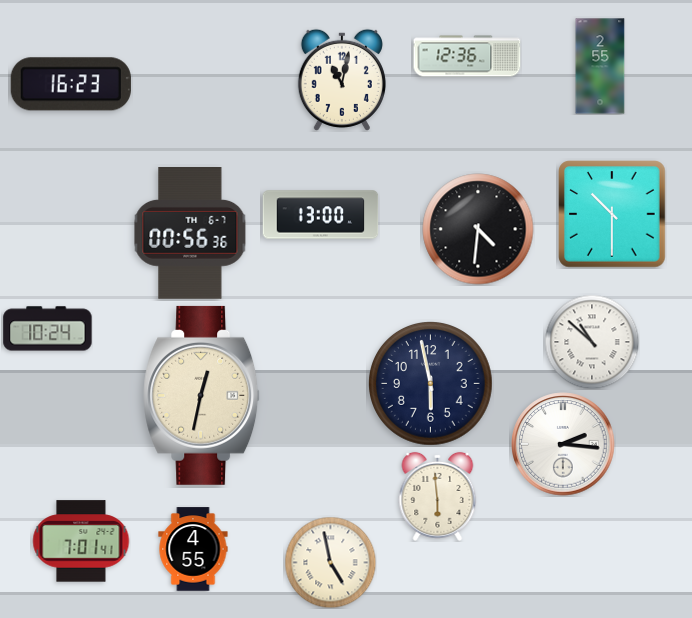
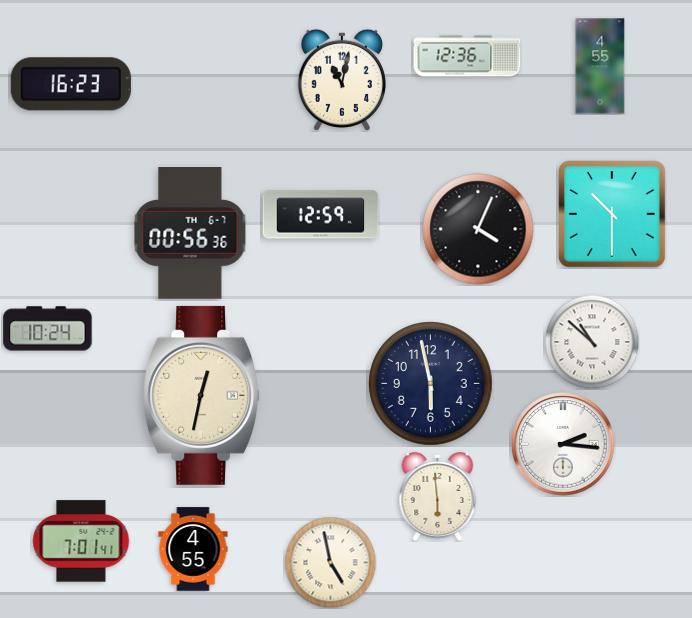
clock at (600, 66): 2:55 -> 4:55
clock at (321, 215): 13:00 -> 12:59
clock at (478, 229): 4:31 -> 4:04
